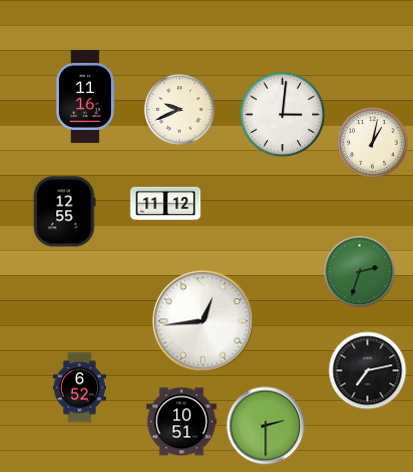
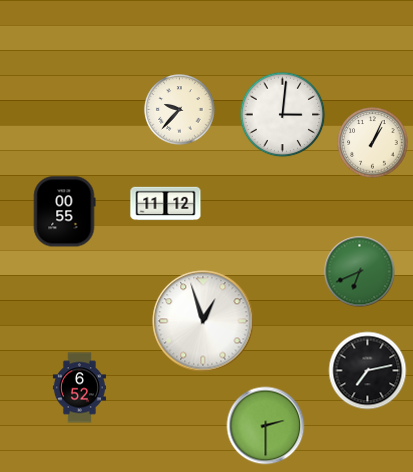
clock at (85, 96): 11:16 -> none
clock at (180, 110): 9:41 -> 9:37
clock at (373, 143): 1:02 -> 1:04
clock at (64, 212): 12:55 -> 00:55
clock at (360, 272): 2:33 -> 6:41
clock at (203, 321): 12:44 -> 12:57
clock at (182, 422): 10:51 -> none
